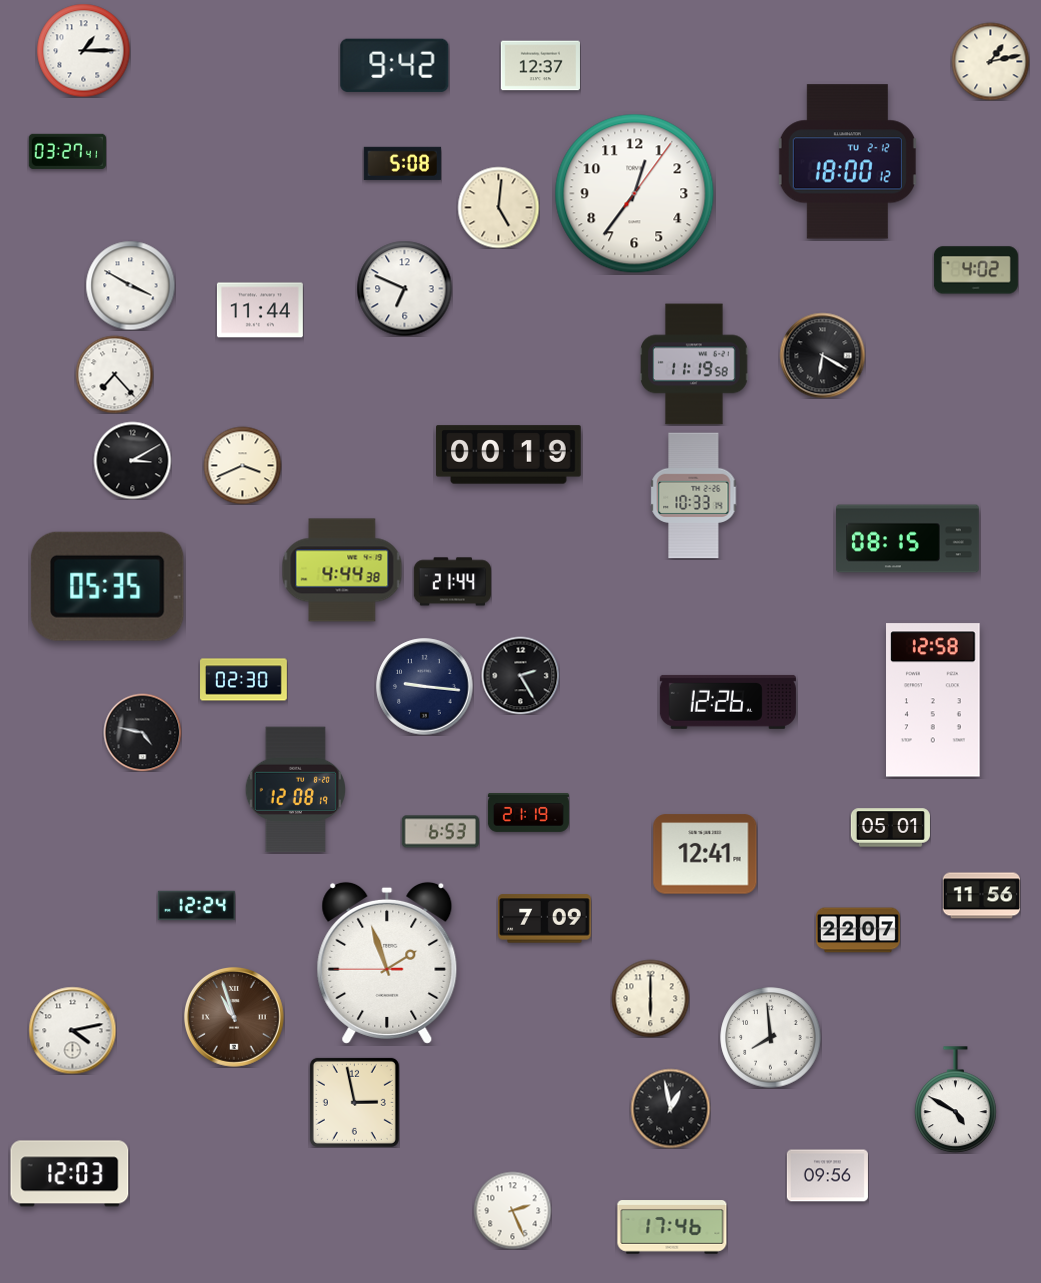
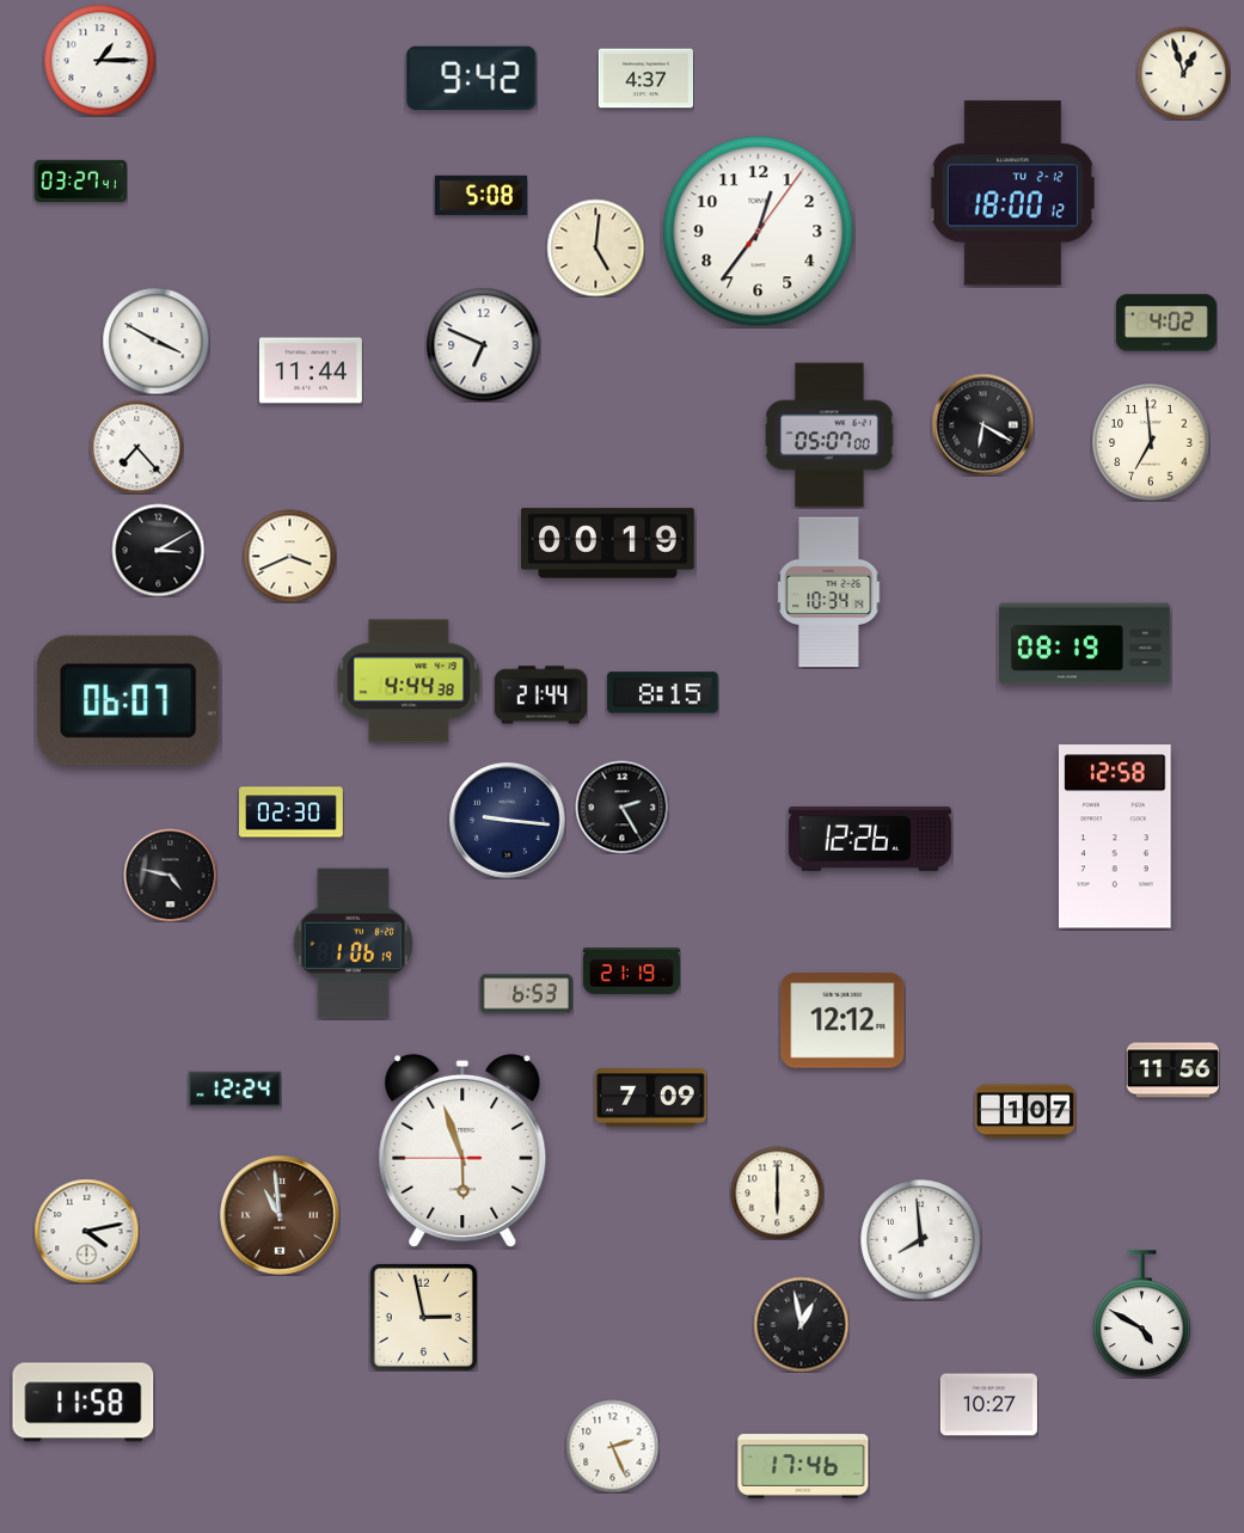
clock at (990, 61): 1:13 -> 12:57
clock at (540, 66): 12:37 -> 4:37
clock at (694, 364): 11:19 -> 05:07
clock at (1151, 442): none -> 6:59
clock at (694, 496): 10:33 -> 10:34
clock at (908, 539): 08:15 -> 08:19
clock at (663, 693): none -> 8:15
clock at (107, 586): 05:35 -> 06:07
clock at (295, 790): 12:08 -> 1:06
clock at (890, 828): 05:01 -> none
clock at (705, 854): 12:41 -> 12:12
clock at (196, 906) position: (196, 906) -> (234, 1090)
clock at (858, 930): 22:07 -> 1:07
clock at (387, 963): 1:56 -> 5:56
clock at (234, 1017): 10:57 -> 10:59
clock at (70, 1174): 12:03 -> 11:58
clock at (827, 1176): 09:56 -> 10:27
